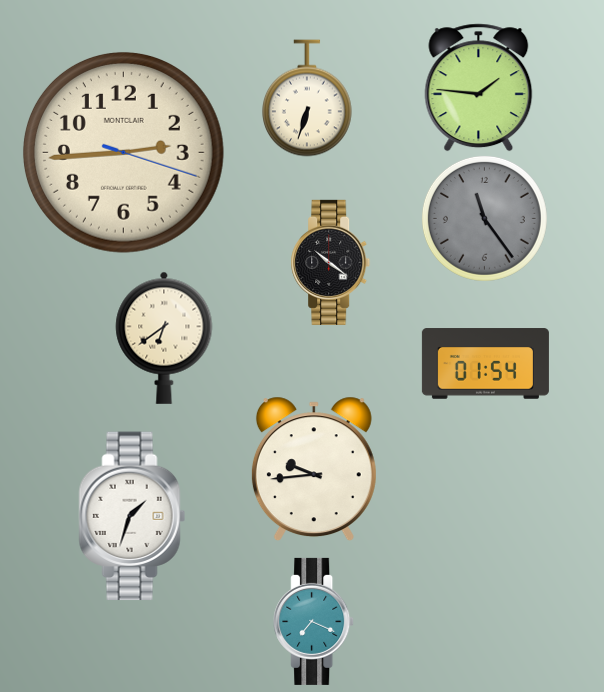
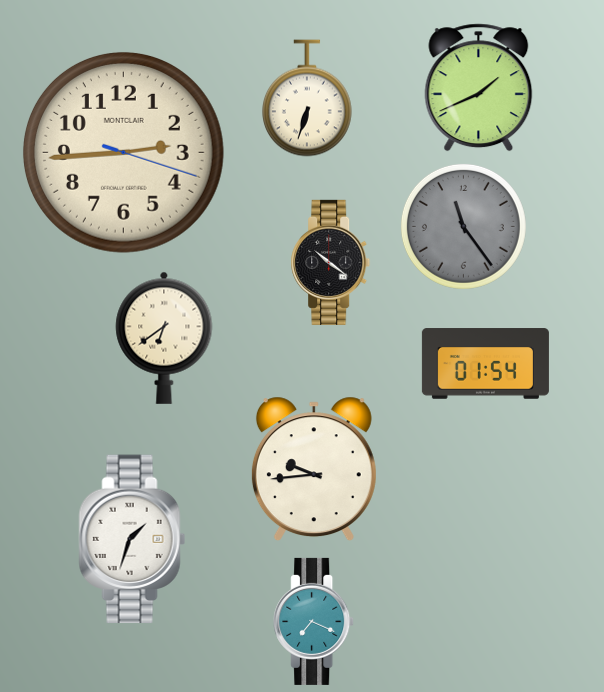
clock at (479, 88): 1:46 -> 1:41
clock at (484, 218) position: (484, 218) -> (463, 226)
clock at (132, 516) position: (132, 516) -> (132, 539)
